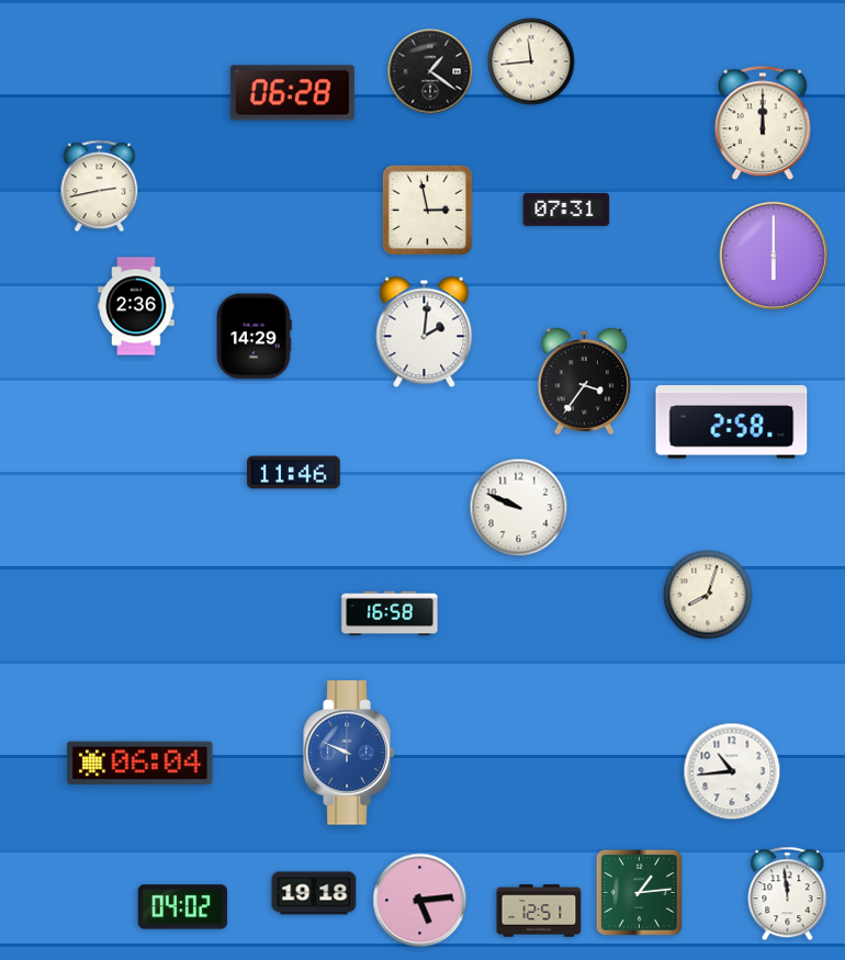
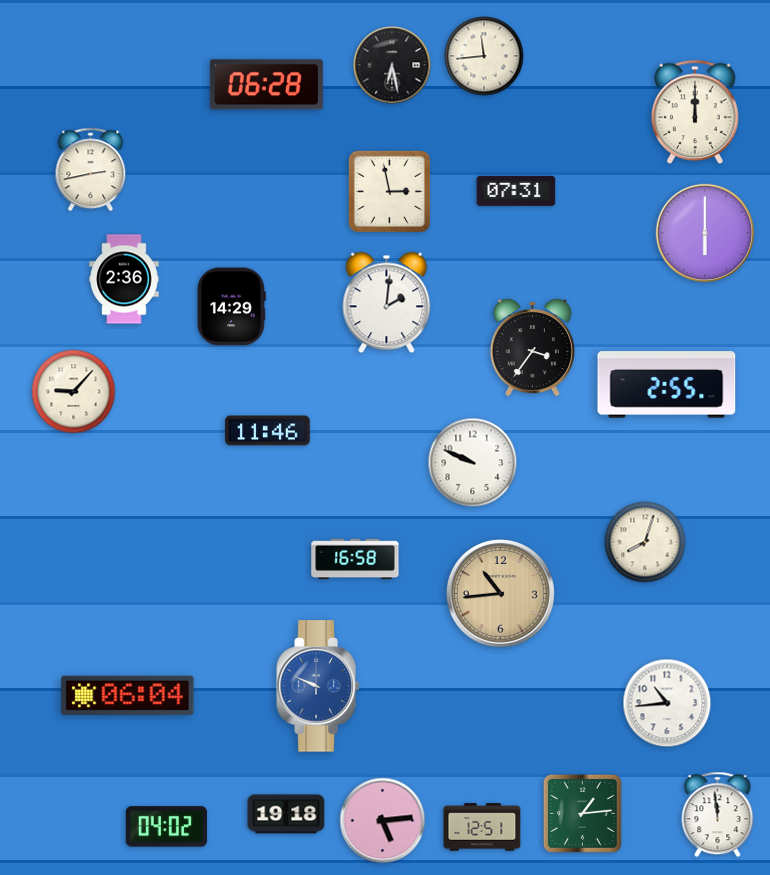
clock at (430, 71): 1:21 -> 6:28
clock at (732, 422): 2:58 -> 2:55
clock at (74, 392): none -> 9:07
clock at (500, 593): none -> 10:44
clock at (539, 911) position: (539, 911) -> (482, 827)
